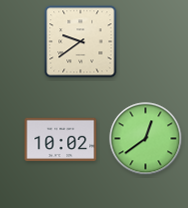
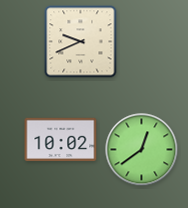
clock at (81, 42): 9:39 -> 9:41
clock at (146, 139) position: (146, 139) -> (142, 150)
